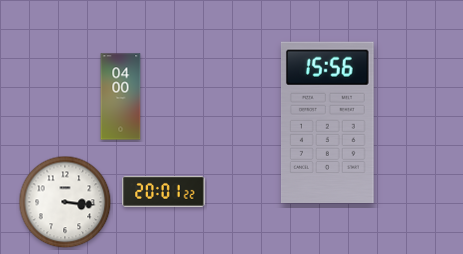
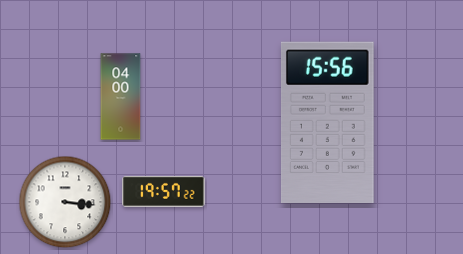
clock at (164, 191): 20:01 -> 19:57
